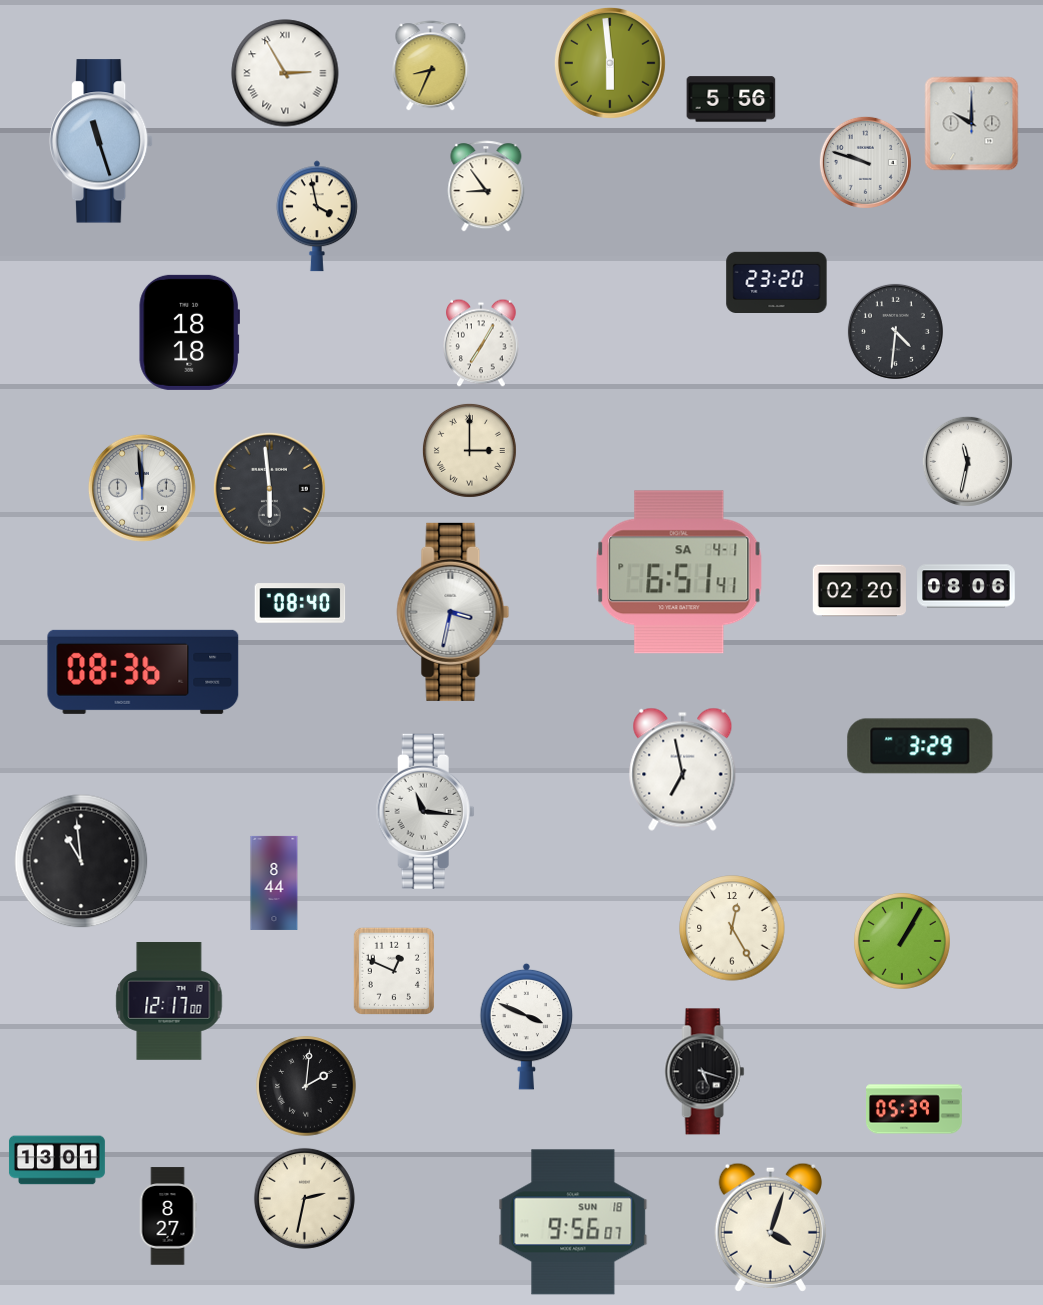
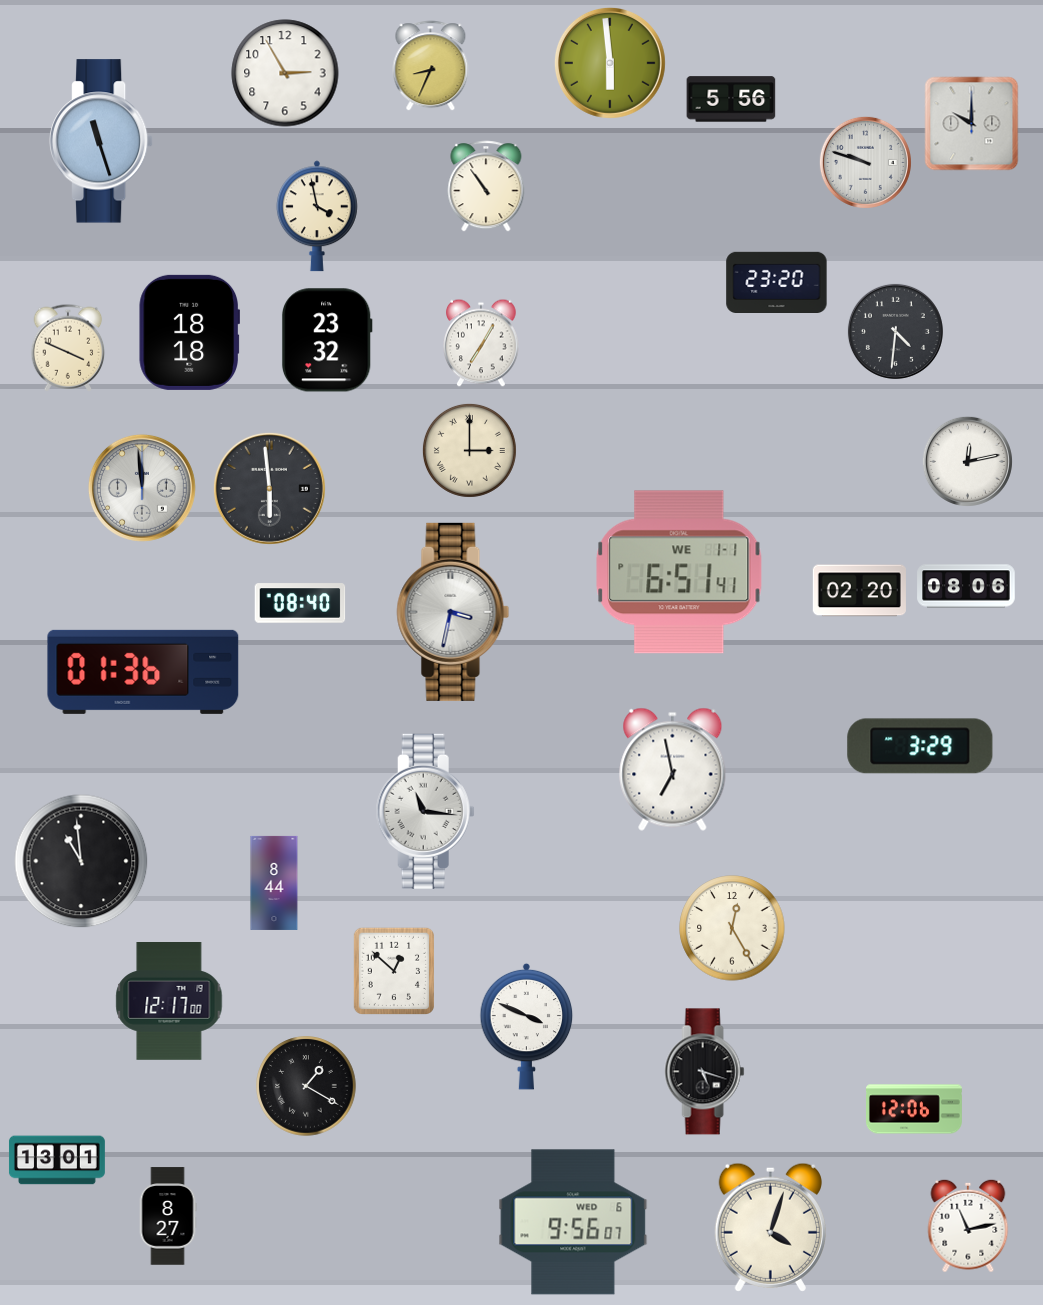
clock at (285, 73) numerals: Roman -> Arabic
clock at (486, 186): 8:54 -> 10:54
clock at (327, 340): none -> 23:32
clock at (68, 348): none -> 3:49
clock at (967, 461): 11:32 -> 12:13
clock at (679, 572) date: SA 4-1 -> WE 1-1
clock at (143, 672): 08:36 -> 01:36
clock at (683, 769) position: (683, 769) -> (673, 769)
clock at (902, 941): 1:05 -> none
clock at (393, 970): 12:49 -> 12:52
clock at (306, 1086): 2:01 -> 1:20
clock at (915, 1109): 05:39 -> 12:06
clock at (304, 1198): 2:32 -> none
clock at (573, 1222) date: SUN 18 -> WED 6
clock at (968, 1226): none -> 11:13
